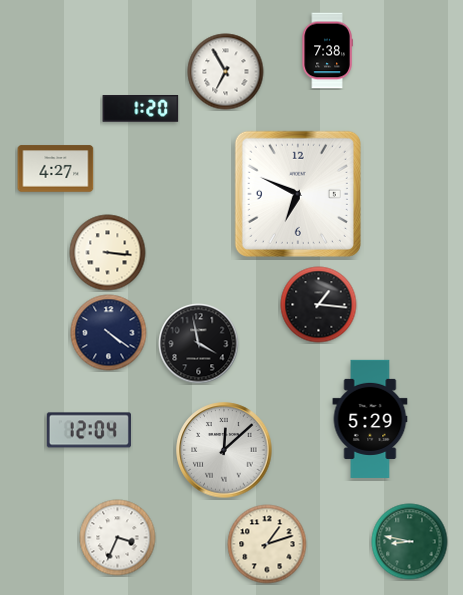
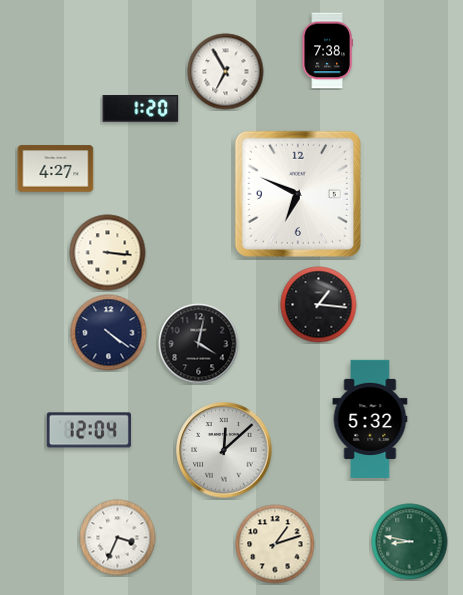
clock at (199, 344): 3:58 -> 4:02
clock at (370, 419): 5:29 -> 5:32
clock at (267, 544) position: (267, 544) -> (275, 544)
